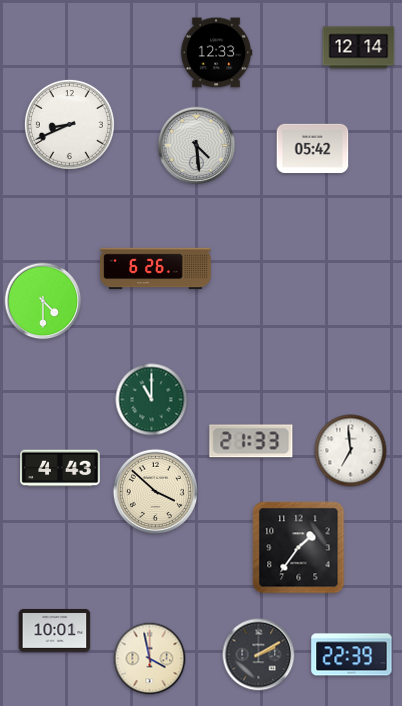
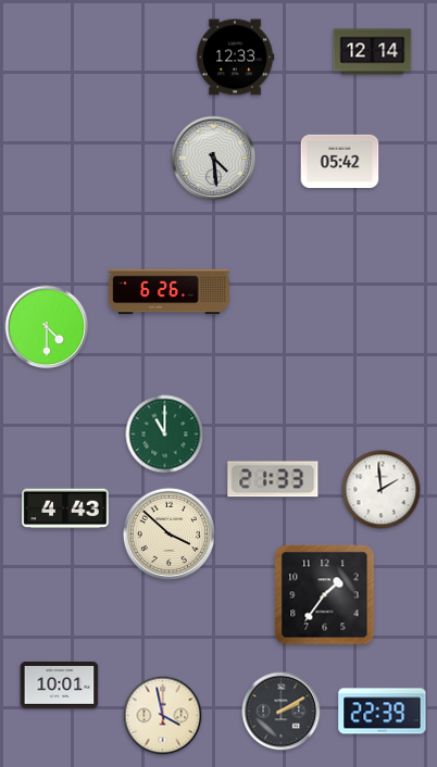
clock at (359, 48) position: (359, 48) -> (373, 52)
clock at (69, 124): 8:41 -> none
clock at (351, 451): 6:59 -> 1:59
